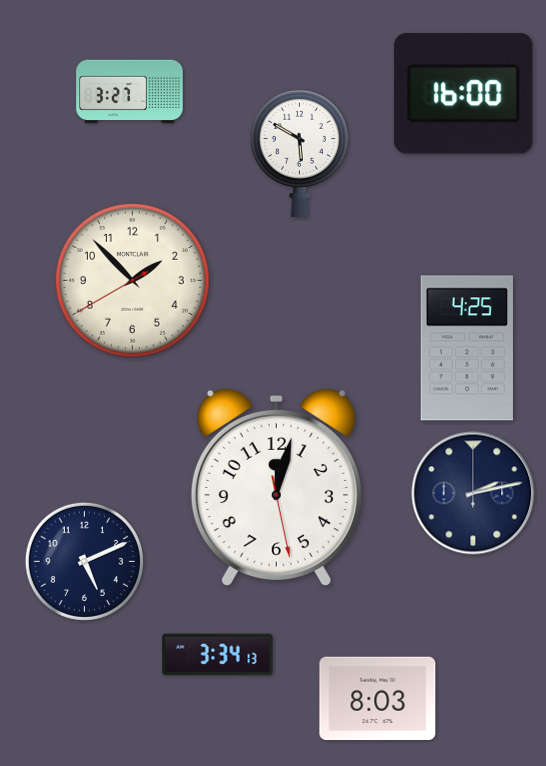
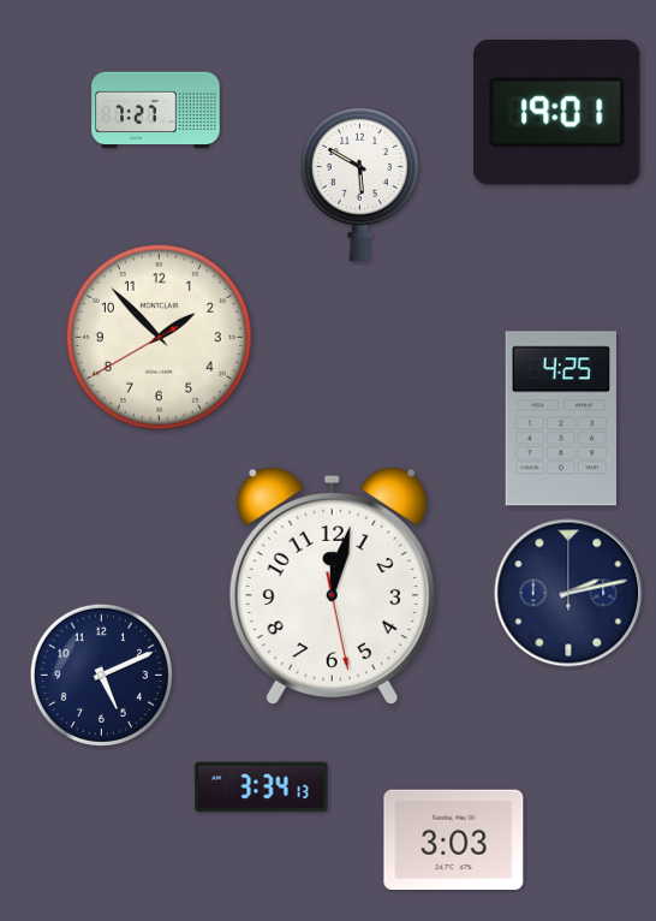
clock at (130, 92): 3:27 -> 7:27
clock at (464, 94): 16:00 -> 19:01
clock at (378, 699): 8:03 -> 3:03
